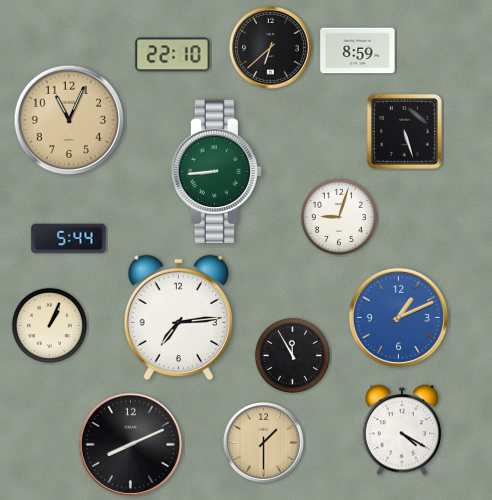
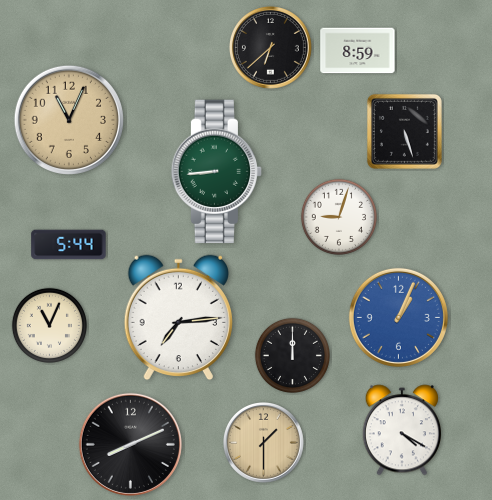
clock at (173, 55): 22:10 -> none
clock at (69, 239) position: (69, 239) -> (69, 245)
clock at (398, 317): 1:11 -> 1:04
clock at (49, 325): 1:04 -> 11:04
clock at (292, 355): 11:55 -> 12:00
